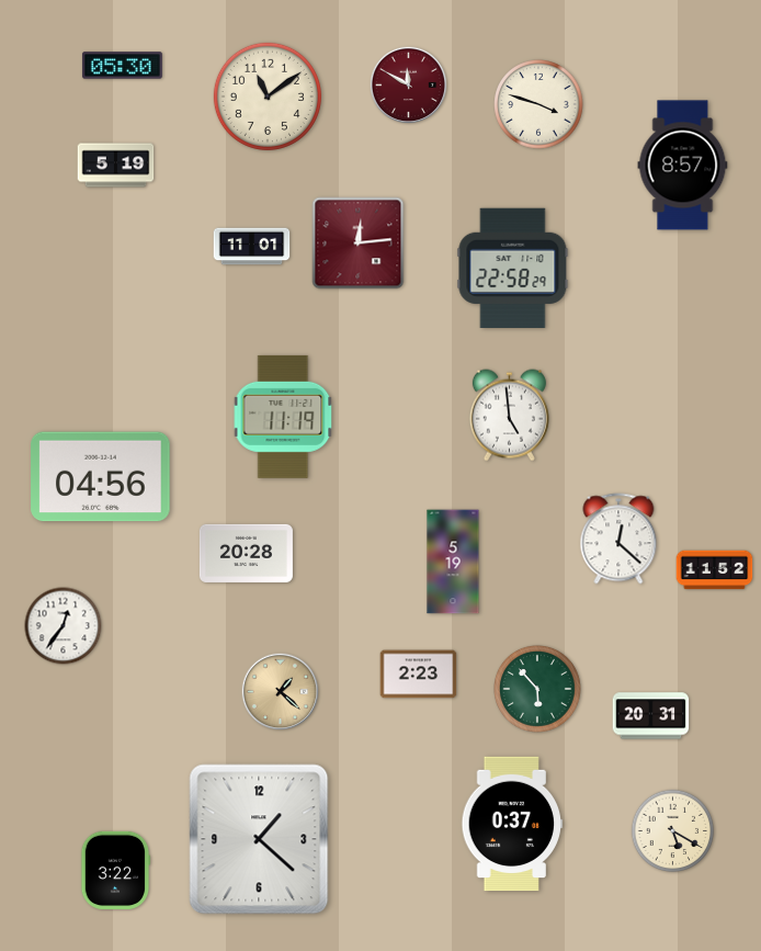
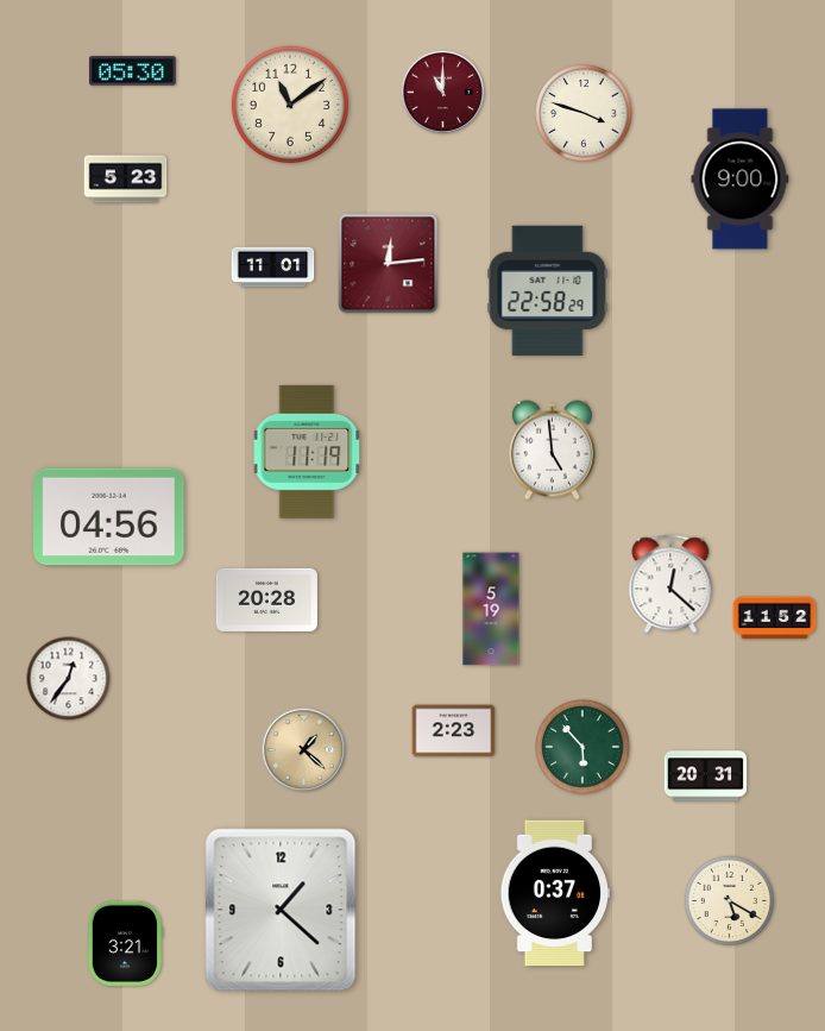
clock at (409, 86): 11:50 -> 11:00
clock at (116, 166): 5:19 -> 5:23
clock at (683, 166): 8:57 -> 9:00
clock at (513, 269) position: (513, 269) -> (548, 291)
clock at (115, 870): 3:22 -> 3:21
